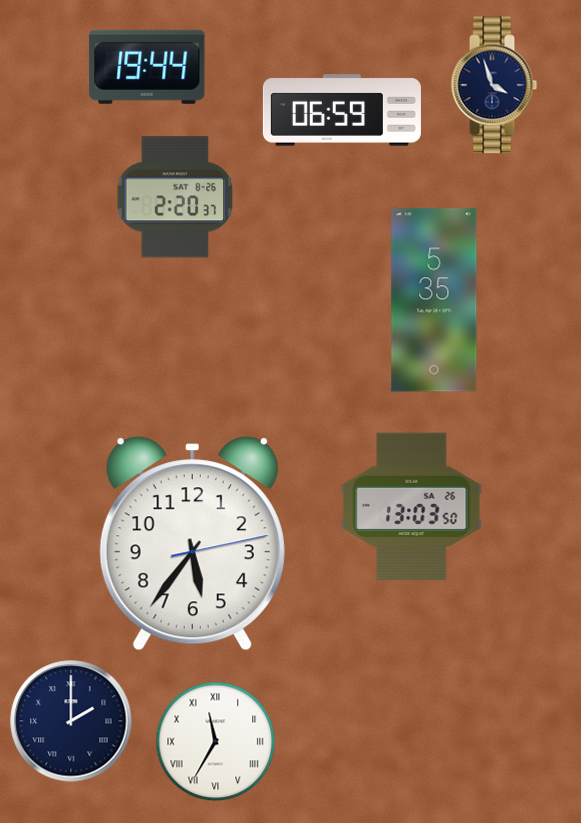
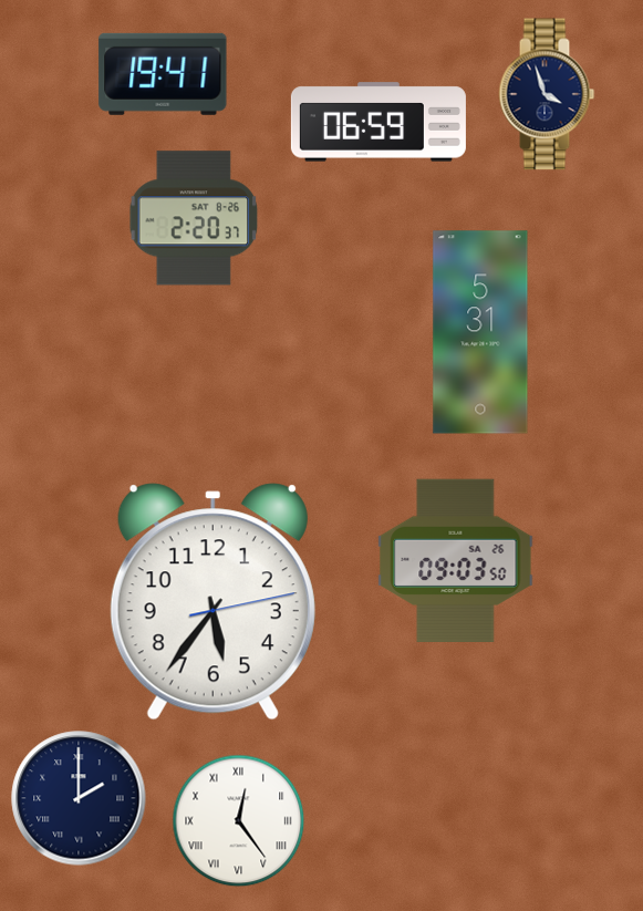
clock at (147, 67): 19:44 -> 19:41
clock at (434, 300): 5:35 -> 5:31
clock at (412, 507): 13:03 -> 09:03
clock at (215, 741): 11:35 -> 12:24
